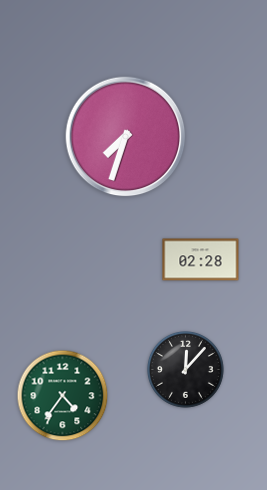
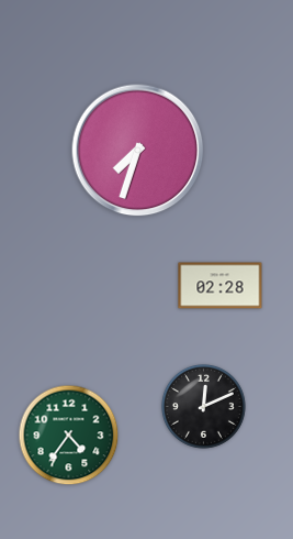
clock at (186, 370): 12:07 -> 12:11
